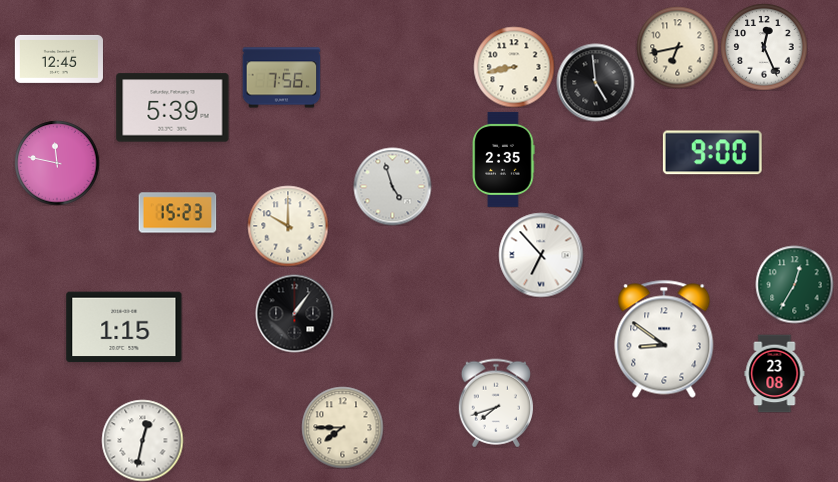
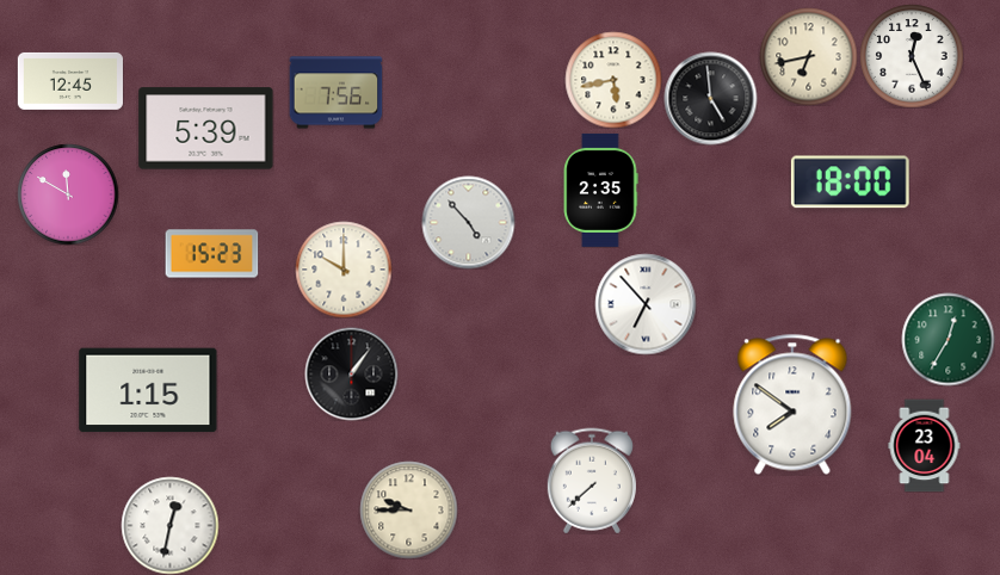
clock at (59, 59) position: (59, 59) -> (70, 81)
clock at (514, 67): 8:43 -> 5:43
clock at (712, 153): 9:00 -> 18:00
clock at (57, 163): 11:47 -> 11:50
clock at (392, 186): 4:57 -> 4:53
clock at (664, 339): 8:51 -> 7:51
clock at (775, 373): 23:08 -> 23:04
clock at (496, 403): 7:42 -> 7:38
clock at (342, 427): 7:45 -> 9:45
